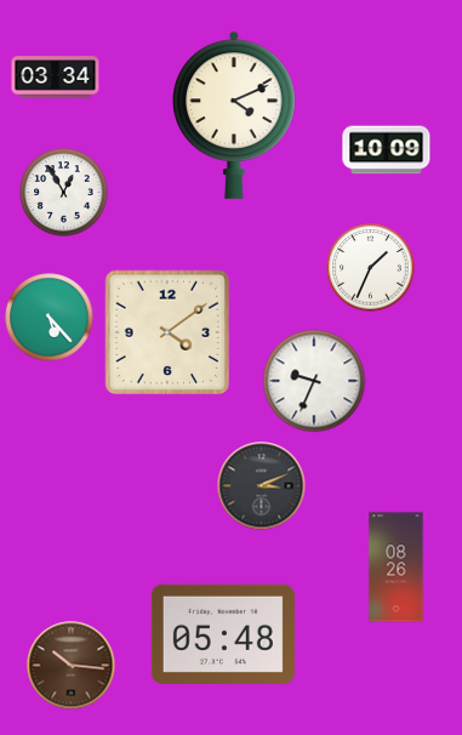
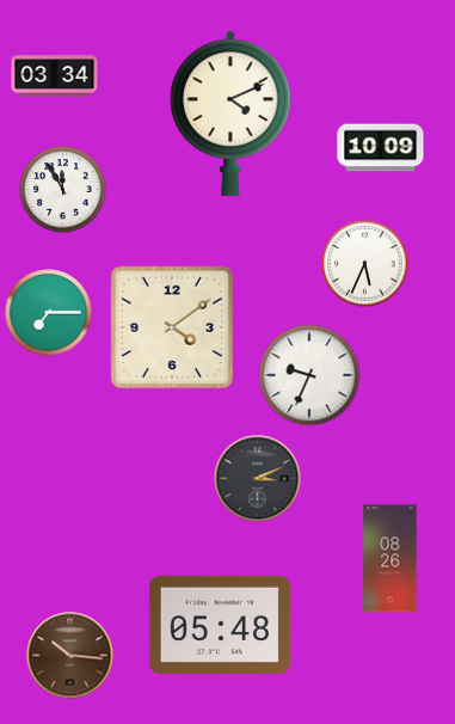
clock at (64, 193): 12:55 -> 11:55
clock at (371, 268): 1:34 -> 5:34
clock at (50, 318): 5:23 -> 7:15
clock at (167, 332) position: (167, 332) -> (172, 327)
